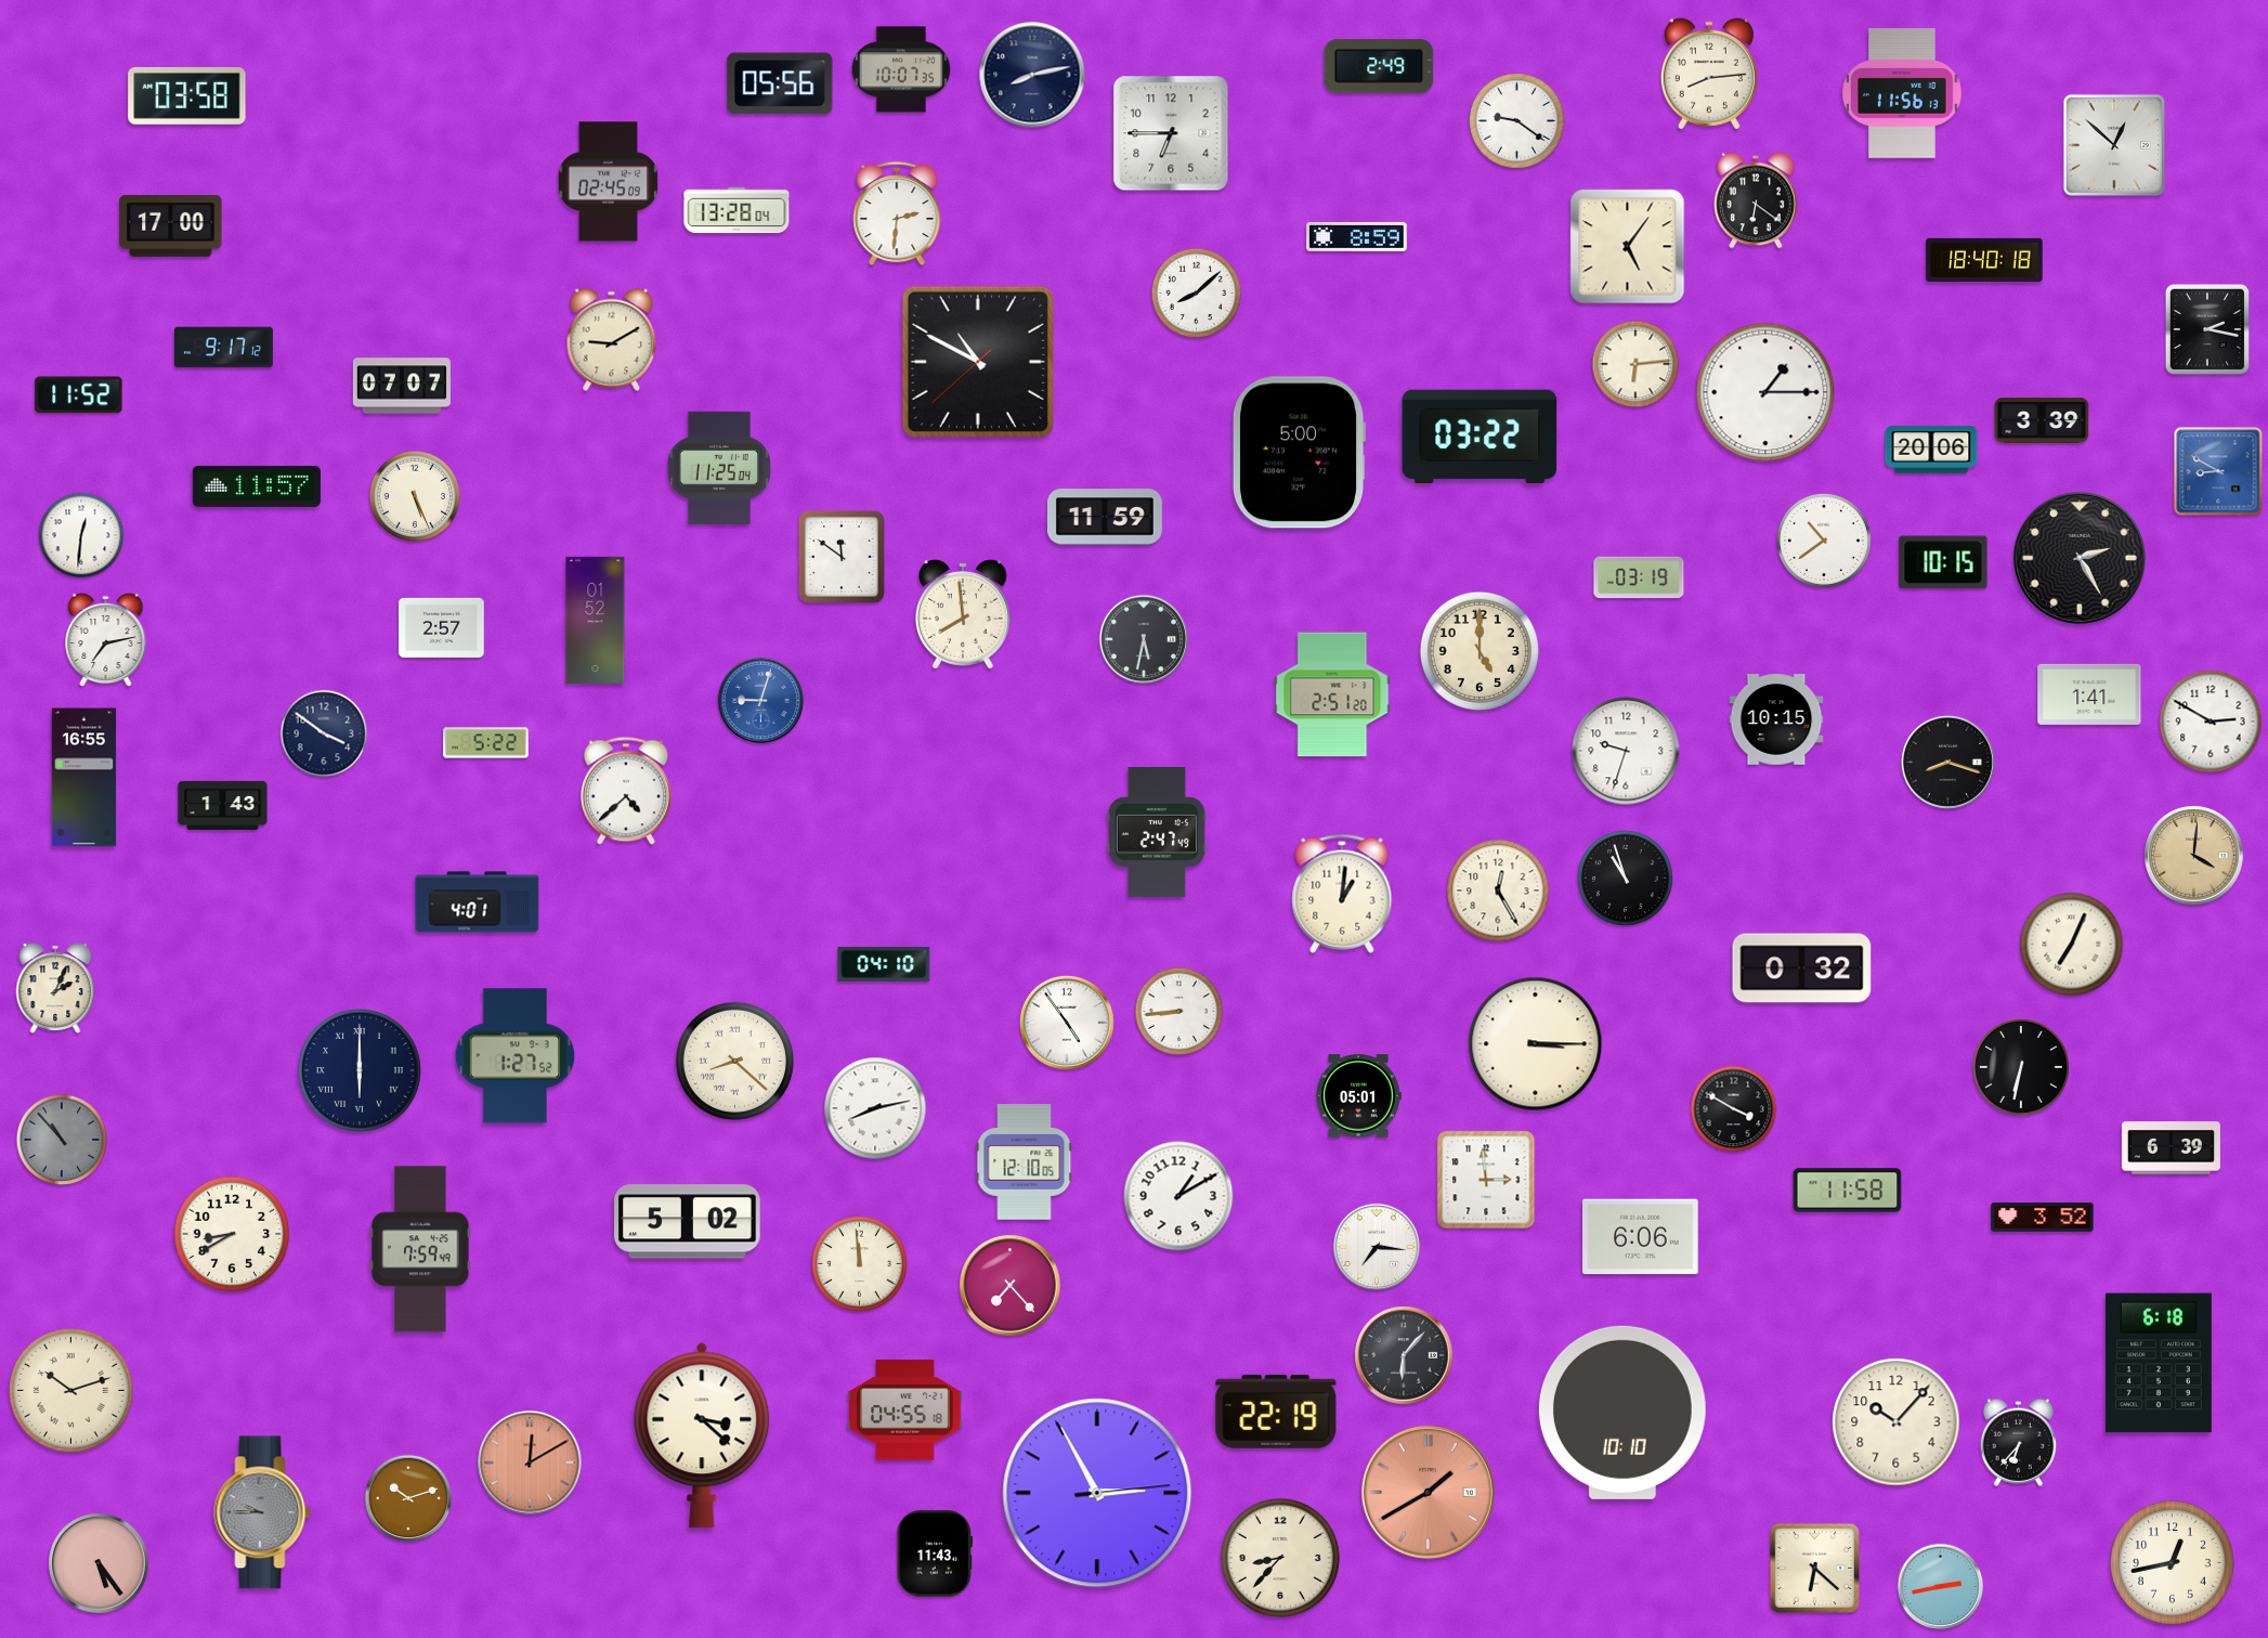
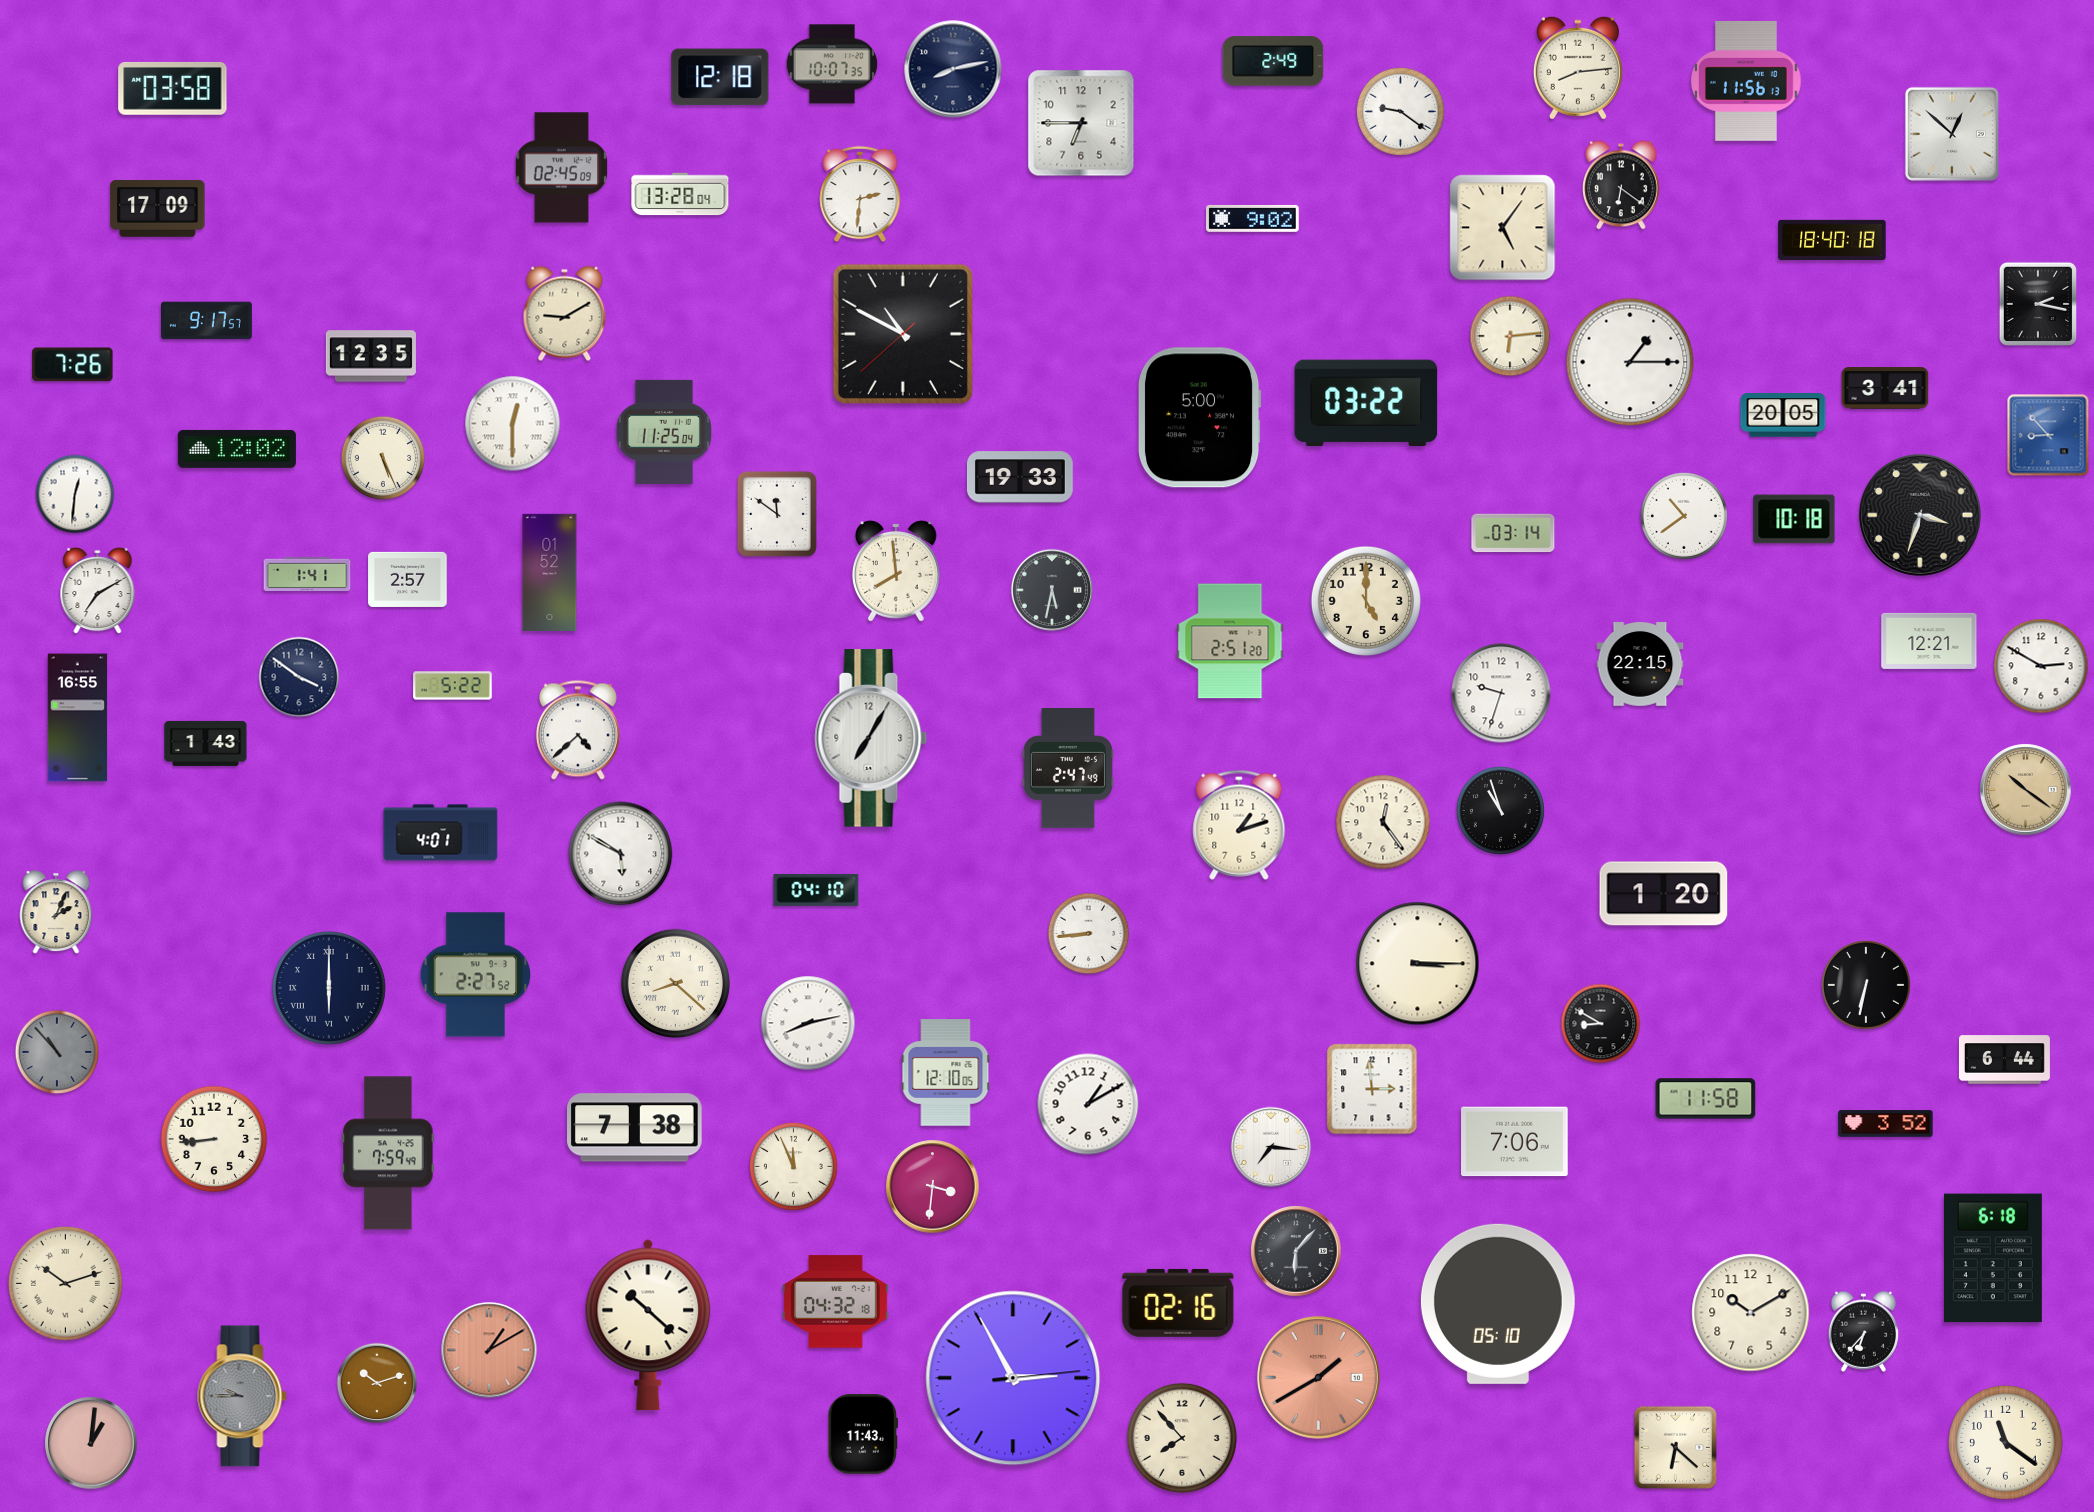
clock at (780, 83): 05:56 -> 12:18
clock at (1902, 93) position: (1902, 93) -> (1746, 81)
clock at (897, 213) position: (897, 213) -> (860, 194)
clock at (171, 225): 17:00 -> 17:09
clock at (1357, 237): 8:59 -> 9:02
clock at (1197, 294): 8:08 -> none
clock at (223, 348): 9:17:12 -> 9:17:57
clock at (402, 386): 07:07 -> 12:35
clock at (79, 395): 11:52 -> 7:26
clock at (2042, 420): 3:39 -> 3:41
clock at (1931, 450): 20:06 -> 20:05
clock at (513, 424): none -> 12:30
clock at (2218, 471): 8:50 -> 8:53
clock at (257, 486): 11:57 -> 12:02
clock at (1105, 517): 11:59 -> 19:33
clock at (1824, 541) position: (1824, 541) -> (1684, 516)
clock at (2080, 558): 2:25 -> 3:33
clock at (1943, 562): 10:15 -> 10:18
clock at (1639, 577): 03:19 -> 03:14
clock at (963, 615) position: (963, 615) -> (896, 572)
clock at (307, 574): none -> 1:41
clock at (1144, 639) position: (1144, 639) -> (1052, 590)
clock at (106, 640): 7:13 -> 7:10
clock at (2089, 694): 1:41 -> 12:21
clock at (761, 701): 9:03 -> none
clock at (1776, 719): 10:15 -> 22:15
clock at (486, 743) position: (486, 743) -> (453, 686)
clock at (1947, 762): 8:18 -> none
clock at (871, 738): none -> 7:05
clock at (2194, 856): 4:01 -> 10:21
clock at (1498, 890): 12:25 -> 12:24
clock at (1342, 894): 1:01 -> 1:12
clock at (621, 854): none -> 5:50
clock at (2072, 945): 7:04 -> none
clock at (1802, 968): 0:32 -> 1:20
clock at (55, 988) position: (55, 988) -> (56, 912)
clock at (1067, 1023): 4:54 -> none
clock at (516, 1056): 1:27 -> 2:27
clock at (734, 1061) position: (734, 1061) -> (675, 983)
clock at (360, 1070) position: (360, 1070) -> (329, 988)
clock at (1358, 1096): 05:01 -> none
clock at (1734, 1109): 3:50 -> 8:50
clock at (2171, 1148): 6:39 -> 6:44
clock at (688, 1222): 5:02 -> 7:38
clock at (232, 1234): 8:40 -> 8:44
clock at (1641, 1237): 6:06 -> 7:06
clock at (1377, 1247) position: (1377, 1247) -> (1271, 1147)
clock at (859, 1263): 11:59 -> 11:56
clock at (1011, 1286): 7:23 -> 3:31
clock at (905, 1410): 04:55 -> 04:32
clock at (1276, 1412): 22:19 -> 02:16
clock at (1622, 1413): 10:10 -> 05:10
clock at (1896, 1422): 10:07 -> 10:10
clock at (702, 1435): 3:22 -> 10:22
clock at (530, 1462): 12:10 -> 1:10
clock at (1280, 1558): 8:37 -> 7:53
clock at (99, 1563): 5:24 -> 1:01
clock at (2173, 1563): 12:43 -> 11:21
clock at (1941, 1587): 2:43 -> none
